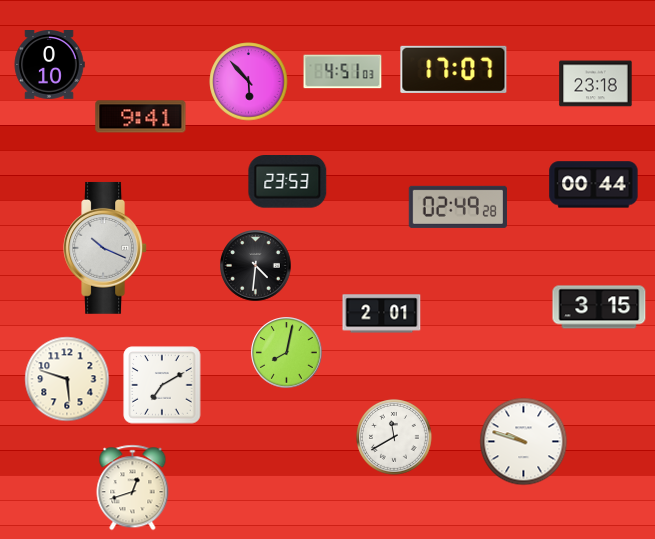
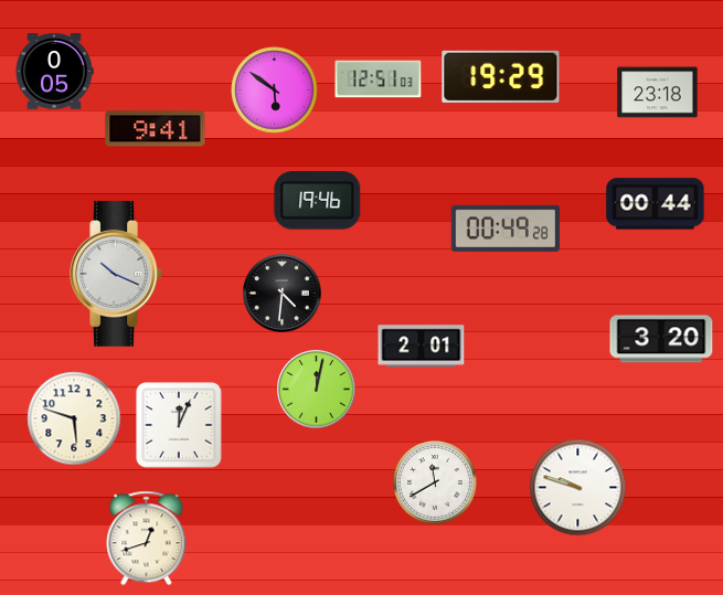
clock at (49, 65): 0:10 -> 0:05
clock at (454, 69): 17:07 -> 19:29
clock at (343, 72): 4:51 -> 12:51
clock at (249, 82): 5:53 -> 5:51
clock at (288, 182): 23:53 -> 19:46
clock at (458, 207): 02:49 -> 00:49
clock at (599, 307): 3:15 -> 3:20
clock at (287, 353): 8:02 -> 12:02
clock at (162, 385): 7:10 -> 12:04
